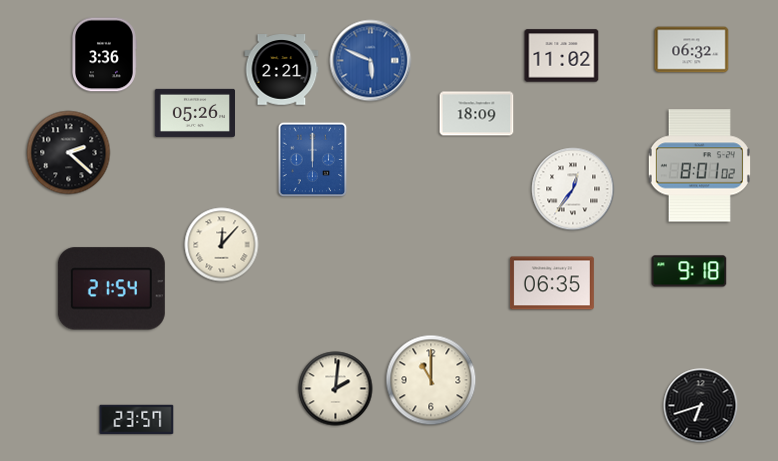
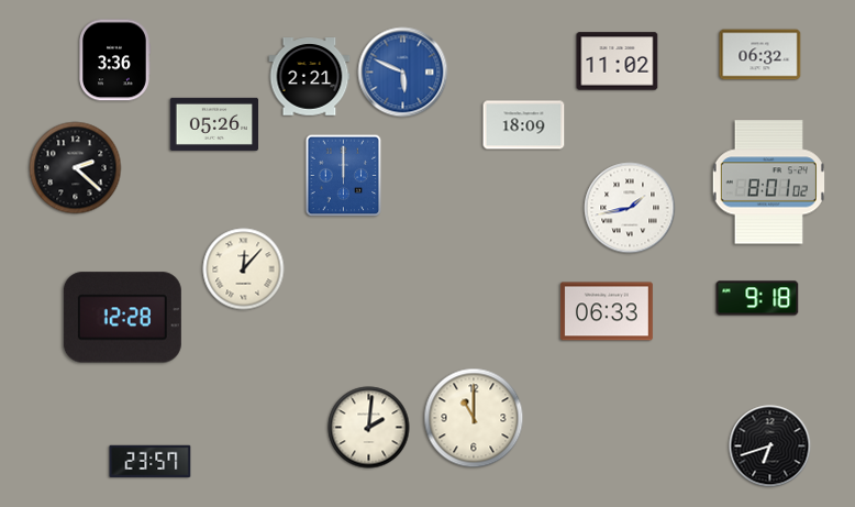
clock at (371, 61) position: (371, 61) -> (403, 73)
clock at (573, 189): 12:36 -> 1:43
clock at (552, 283): 06:35 -> 06:33
clock at (111, 289): 21:54 -> 12:28
